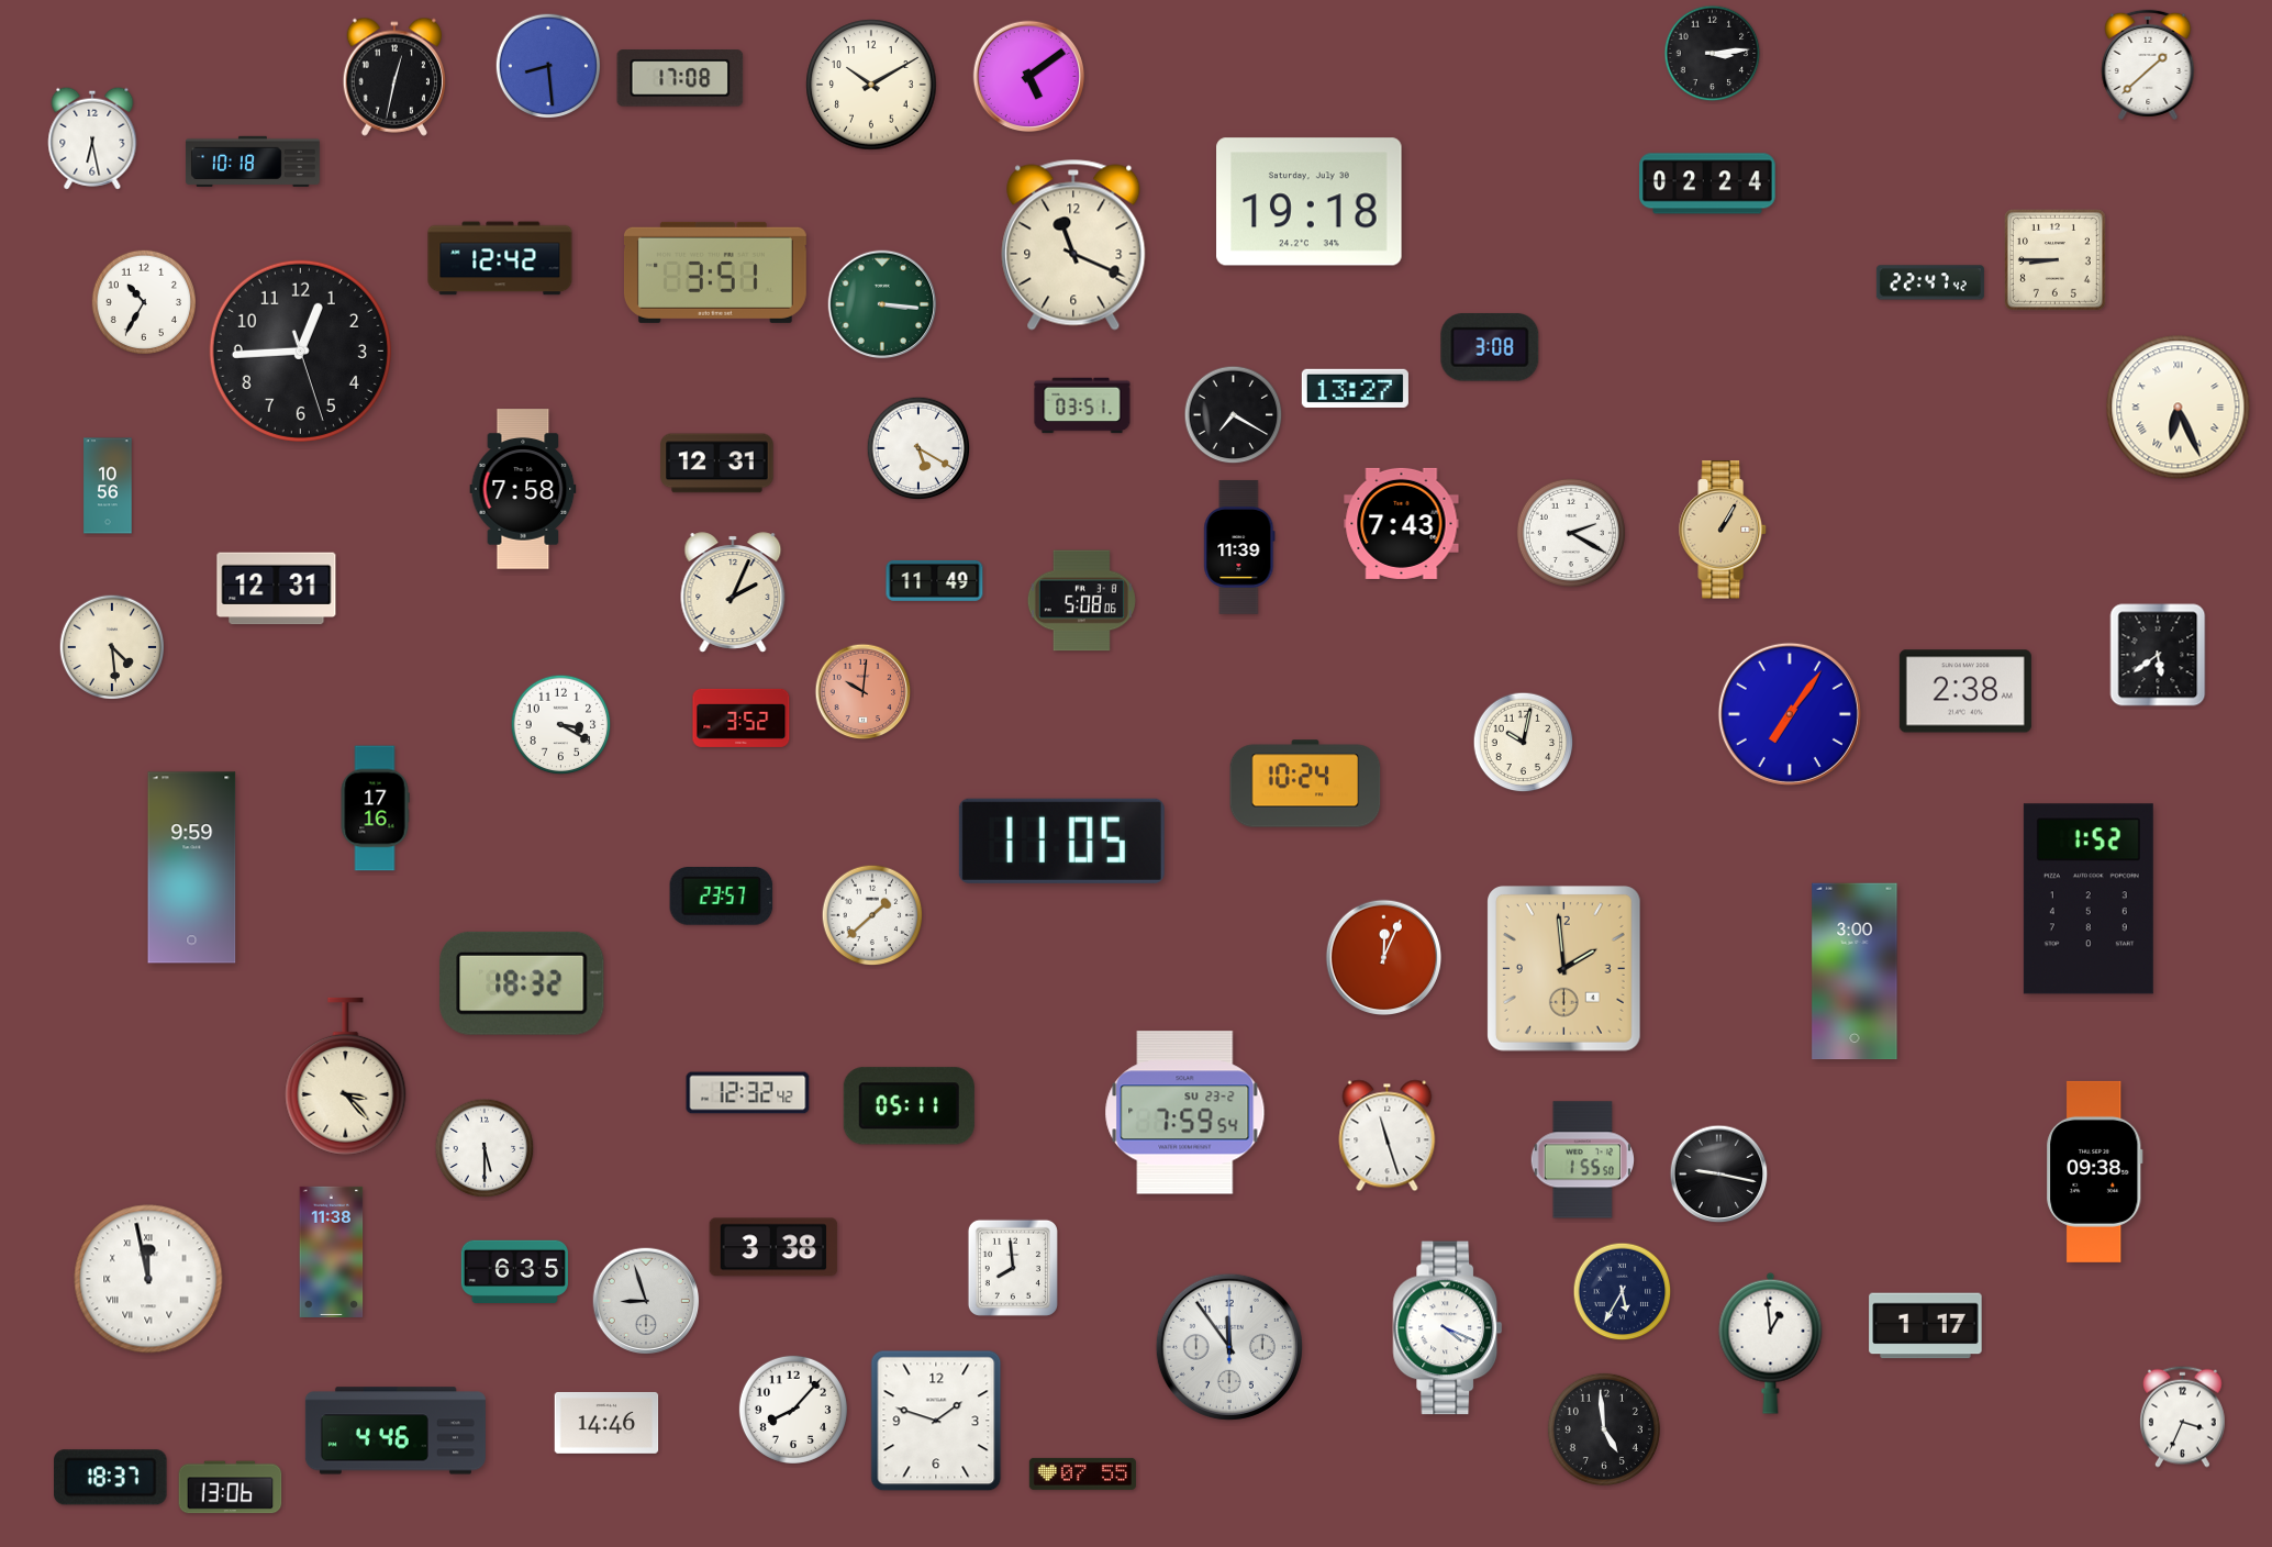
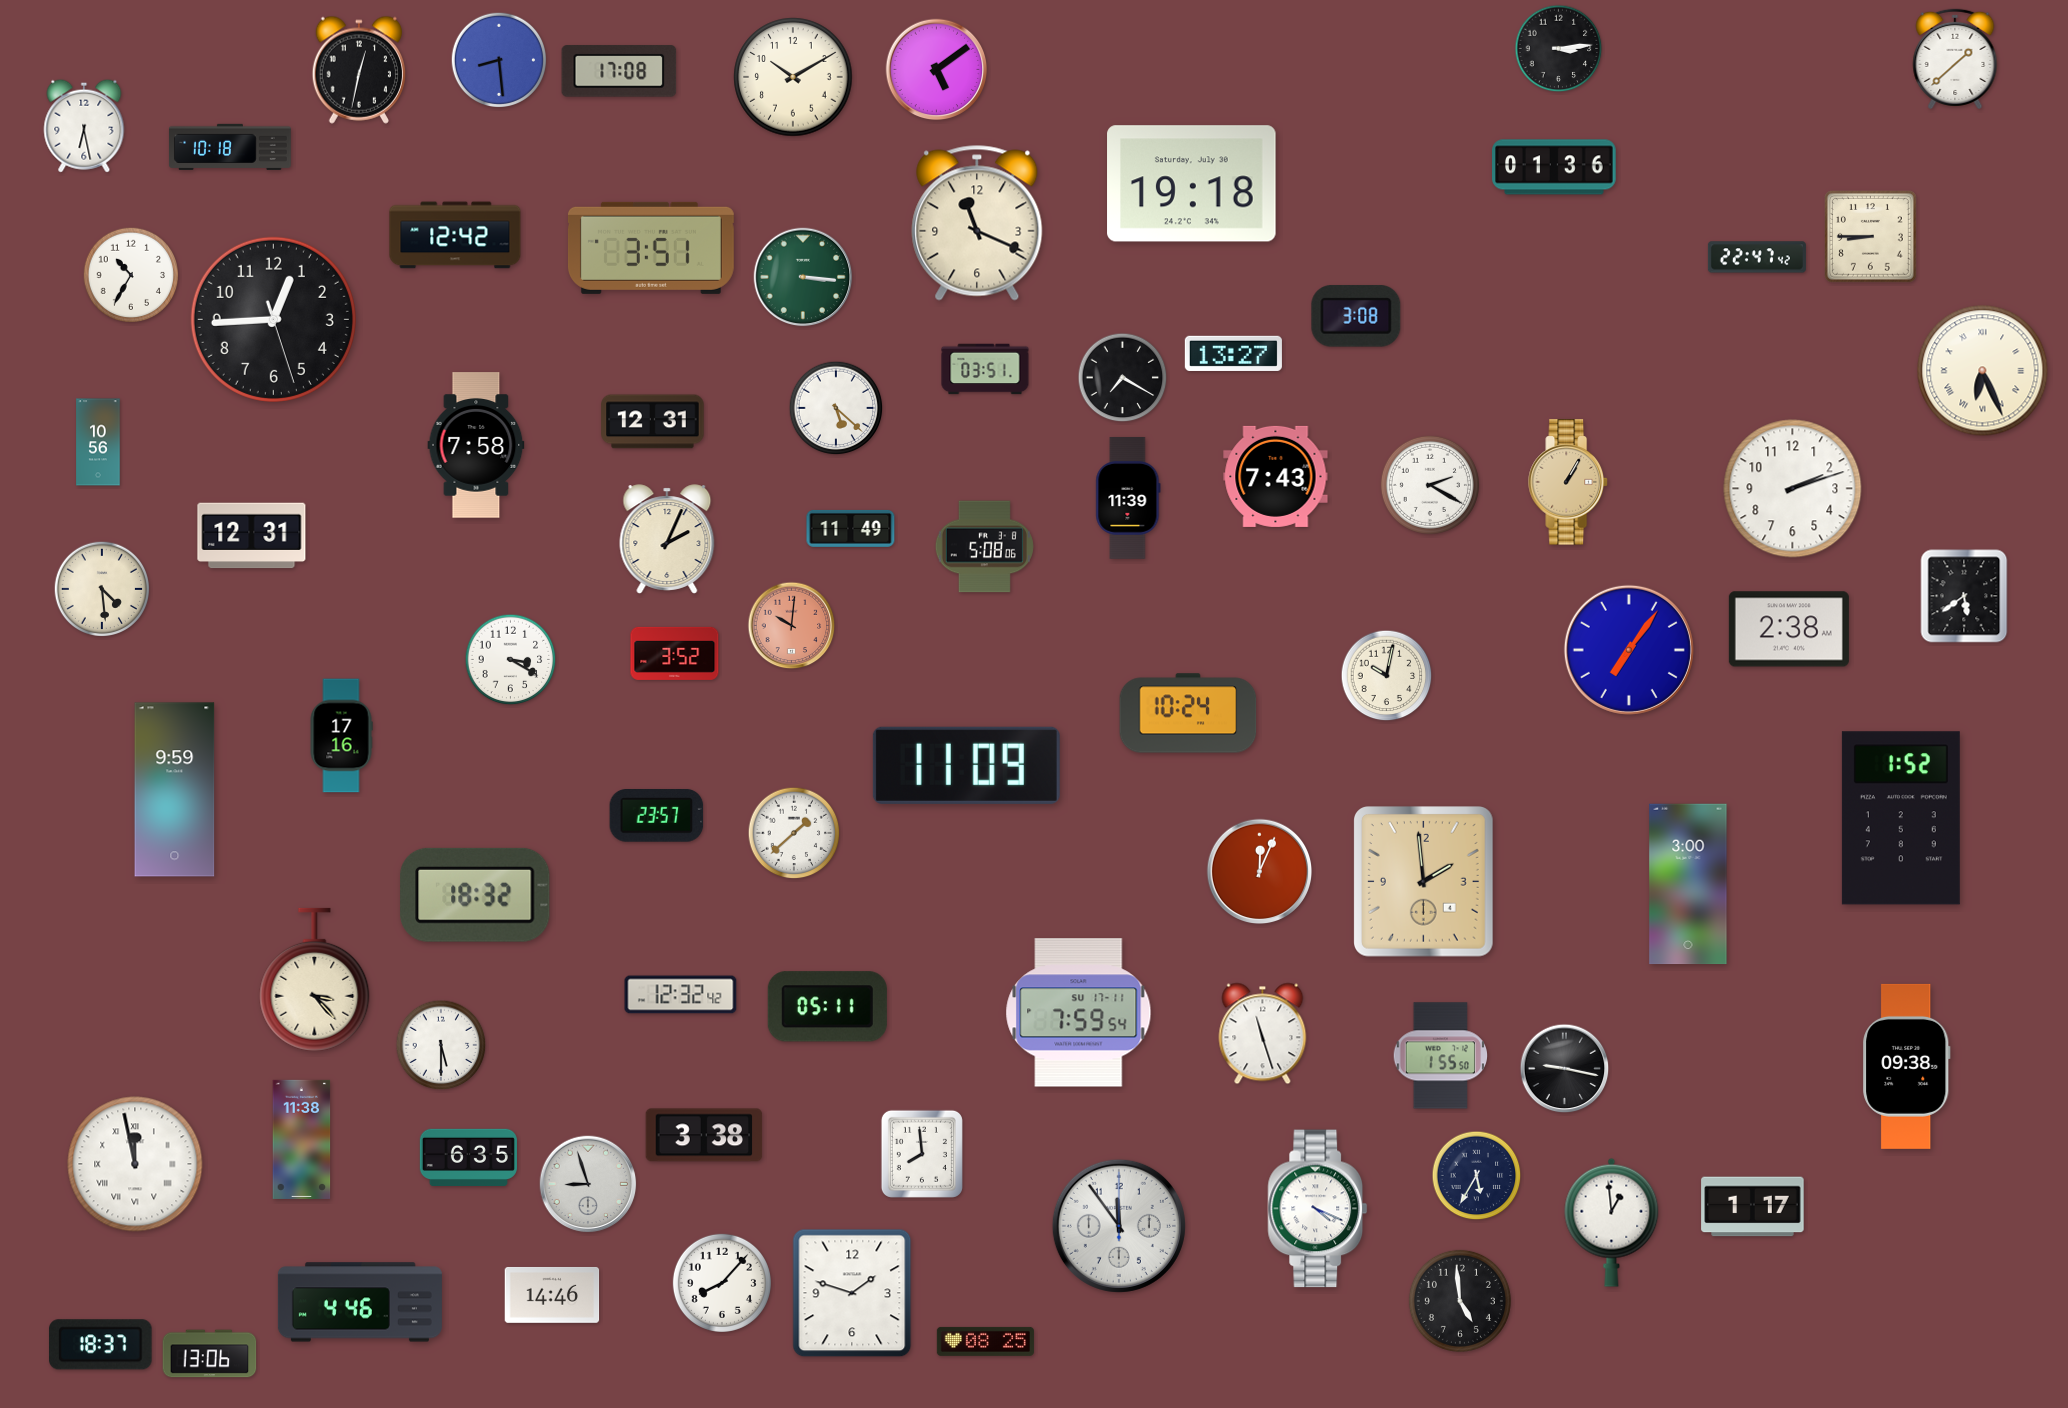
clock at (1707, 183): 02:24 -> 01:36
clock at (918, 448): 5:20 -> 5:22
clock at (1793, 489): none -> 2:12
clock at (864, 692) position: (864, 692) -> (792, 626)
clock at (1061, 841): 11:05 -> 11:09
clock at (1185, 1113) date: SU 23-2 -> SU 17-11
clock at (2183, 1416): 3:34 -> none
clock at (1082, 1473): 07:55 -> 08:25
